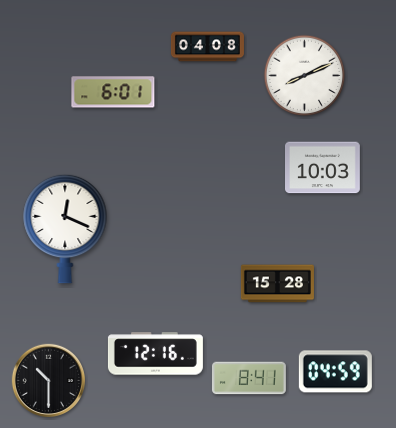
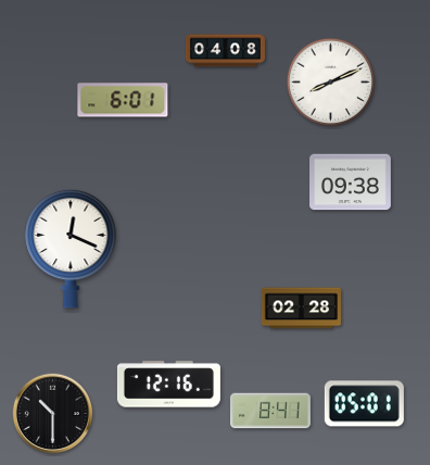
clock at (323, 168): 10:03 -> 09:38
clock at (277, 284): 15:28 -> 02:28
clock at (335, 372): 04:59 -> 05:01
